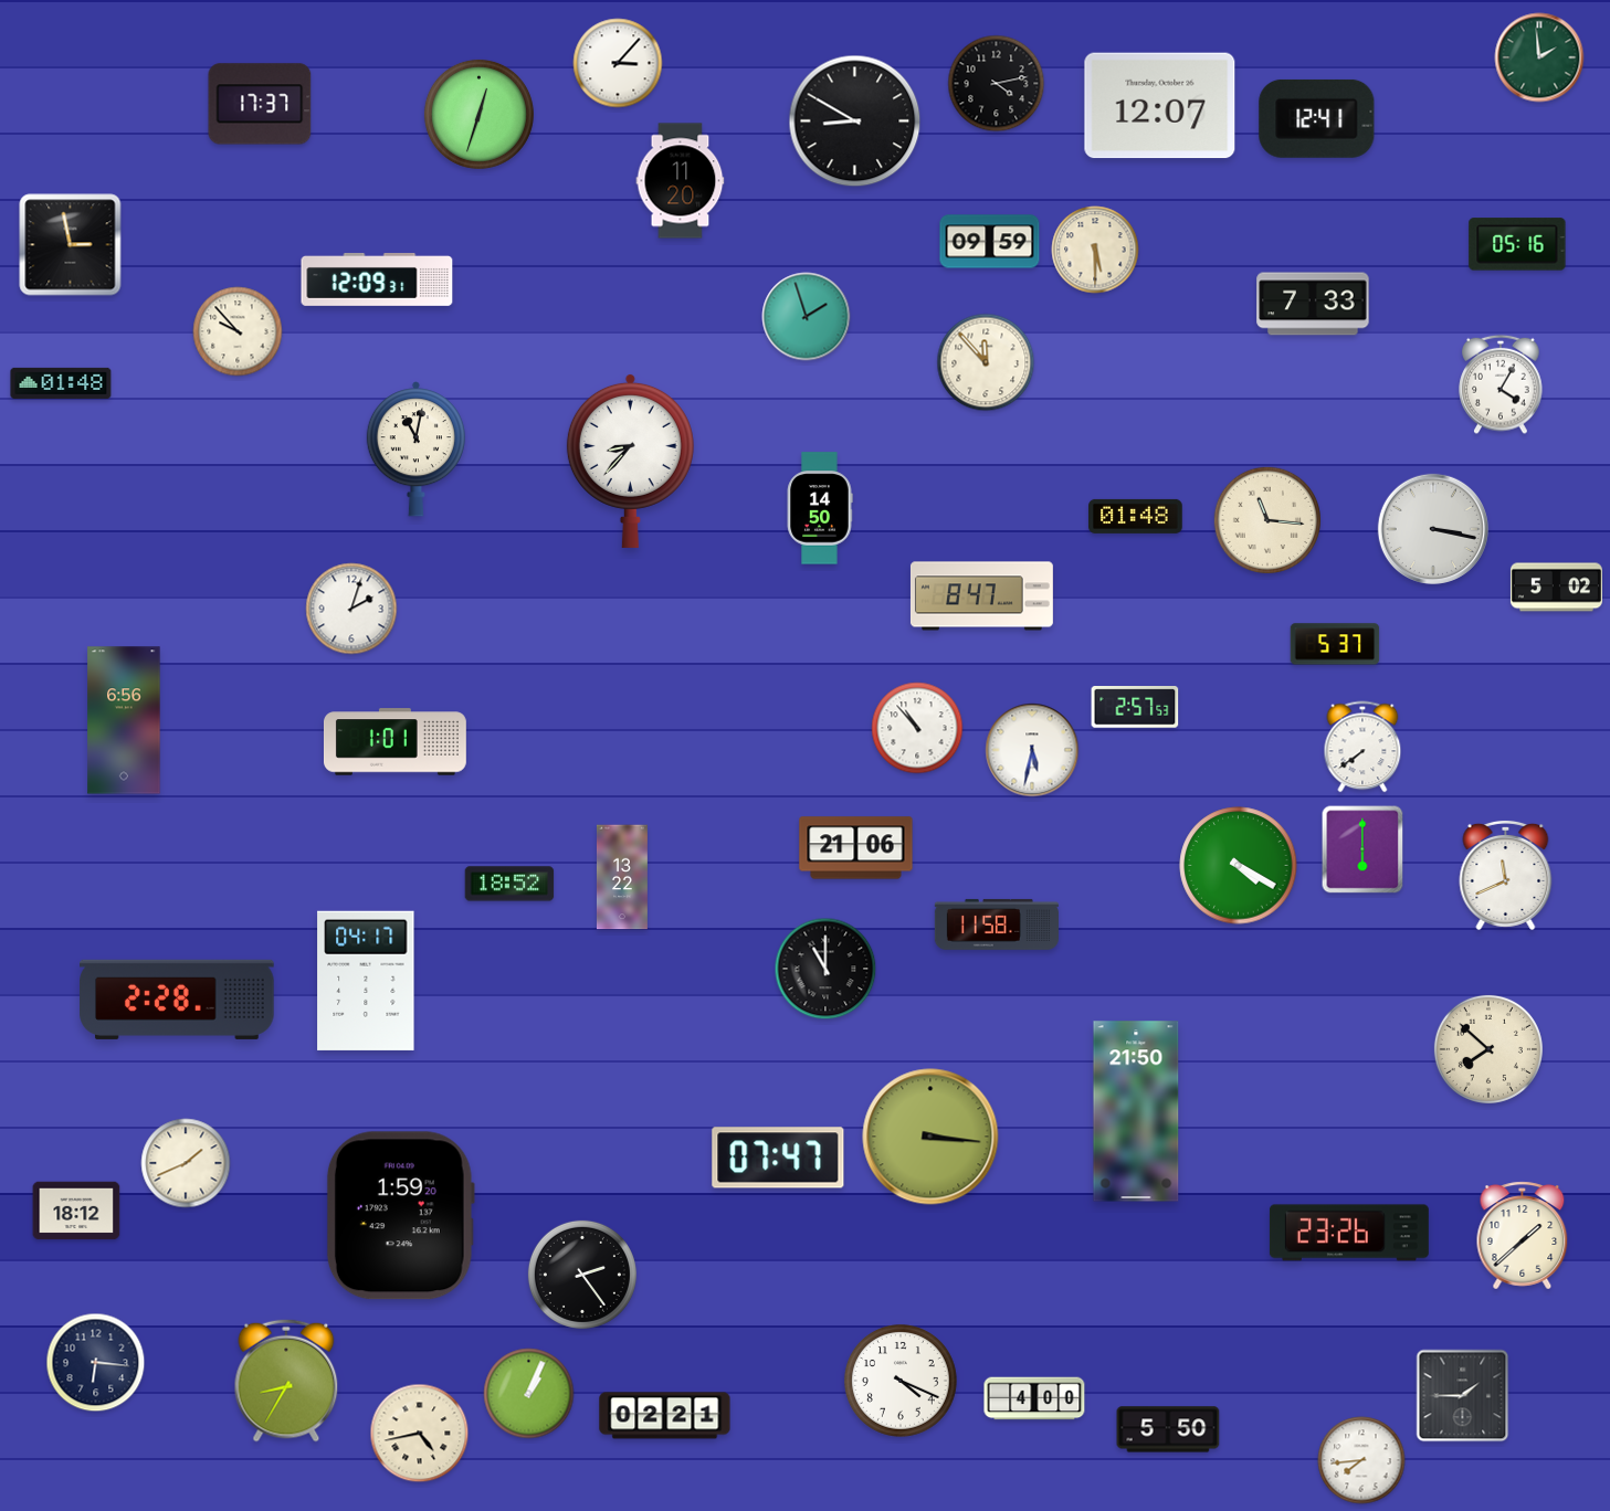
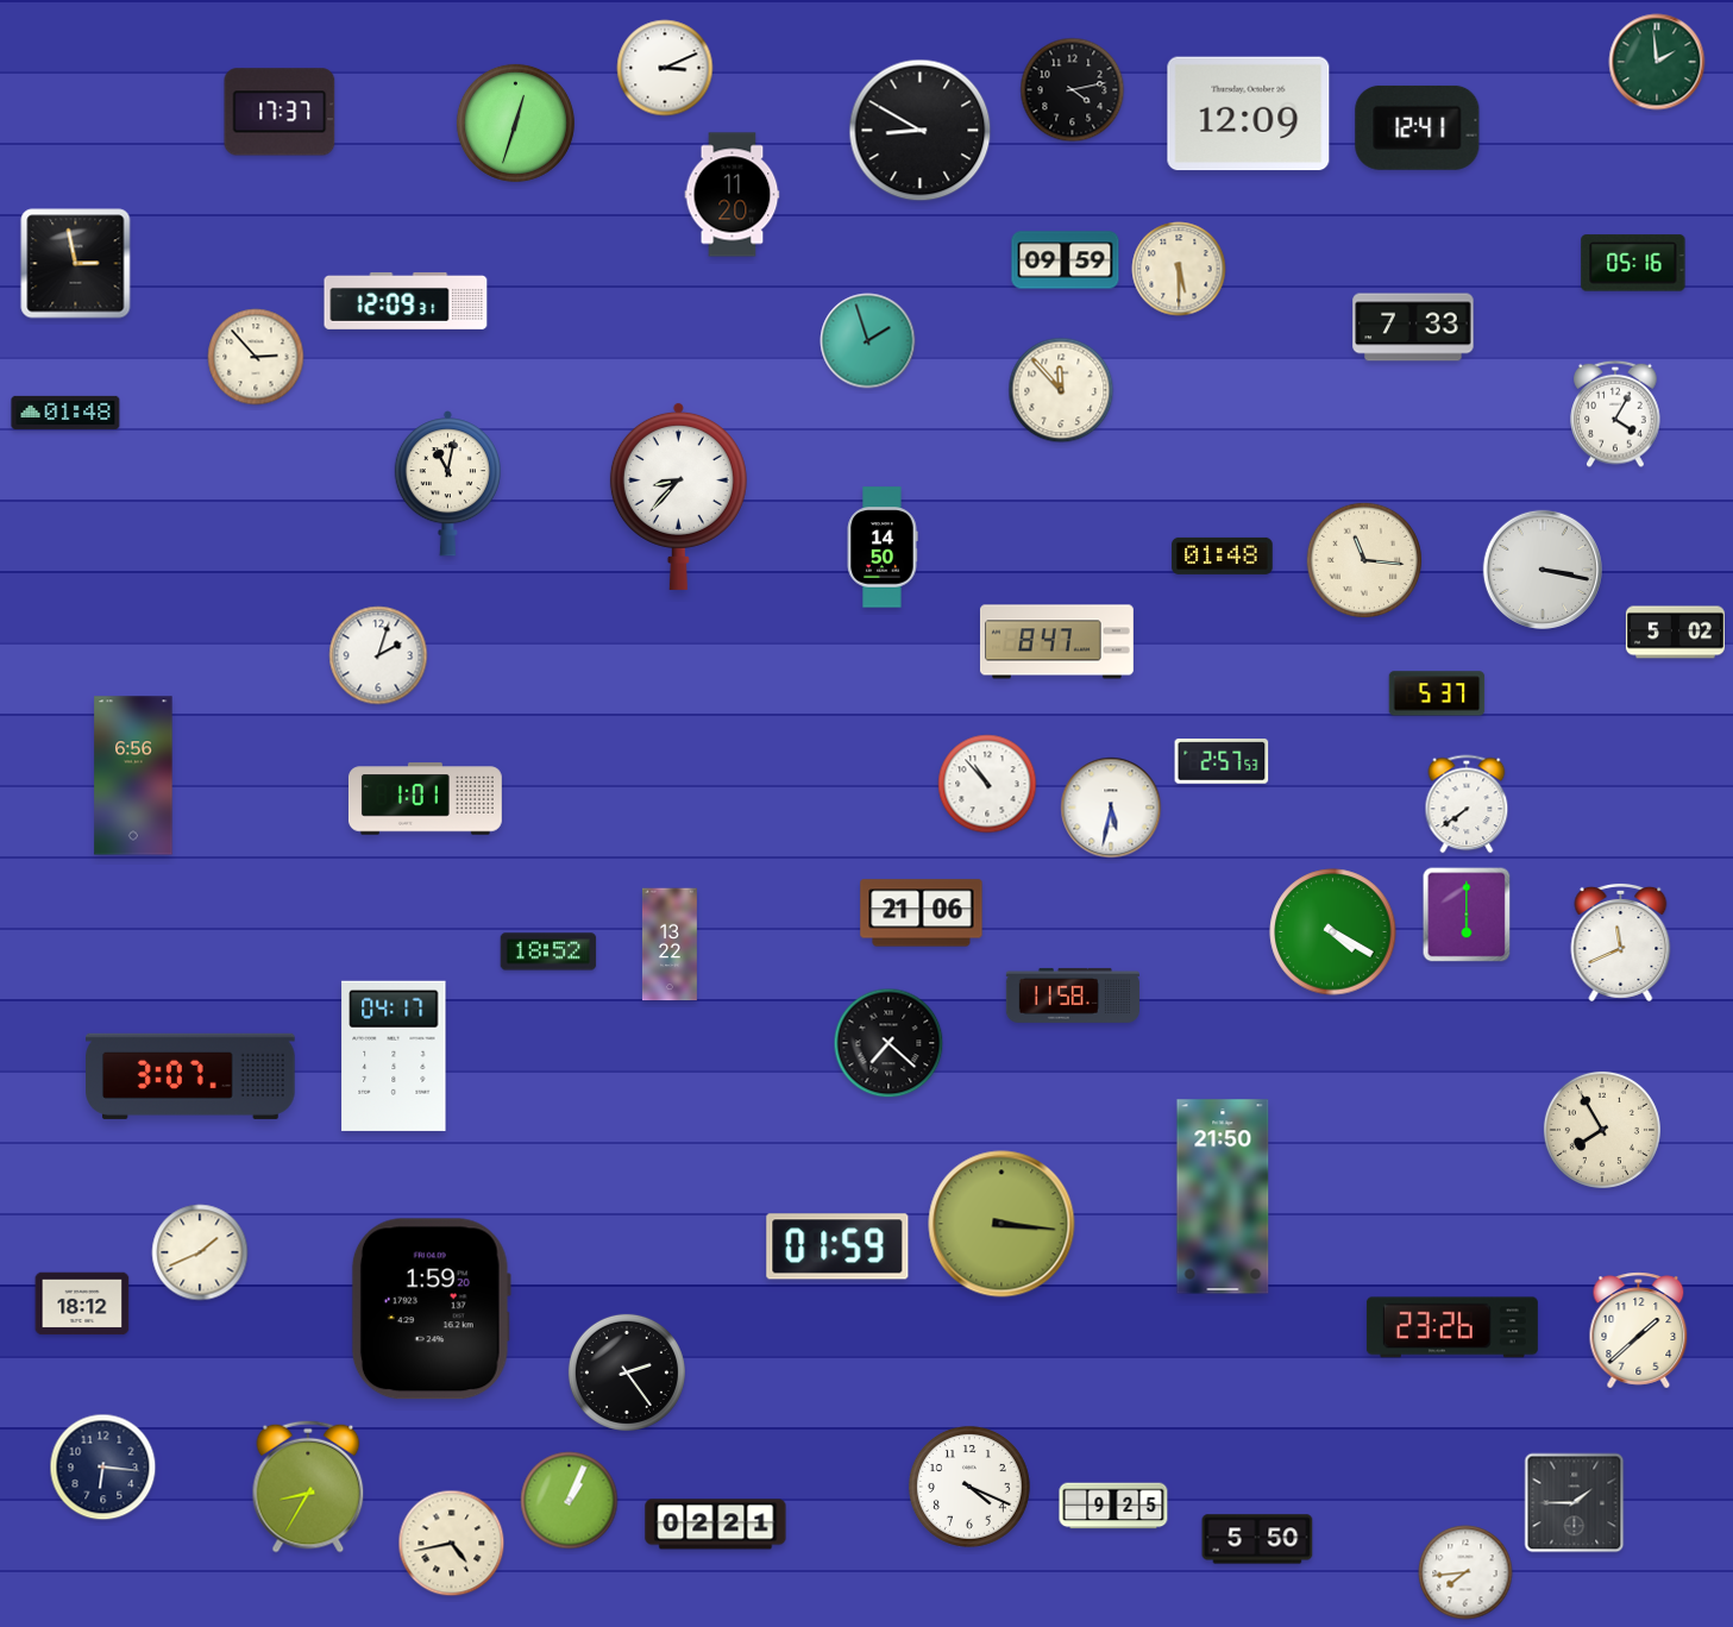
clock at (618, 63): 3:07 -> 3:11
clock at (1160, 106): 12:07 -> 12:09
clock at (238, 331): 9:53 -> 2:53
clock at (825, 969): 11:00 -> 7:22
clock at (177, 1000): 2:28 -> 3:07
clock at (1488, 1049): 7:52 -> 7:55
clock at (778, 1158): 07:47 -> 01:59
clock at (1034, 1398): 4:00 -> 9:25
